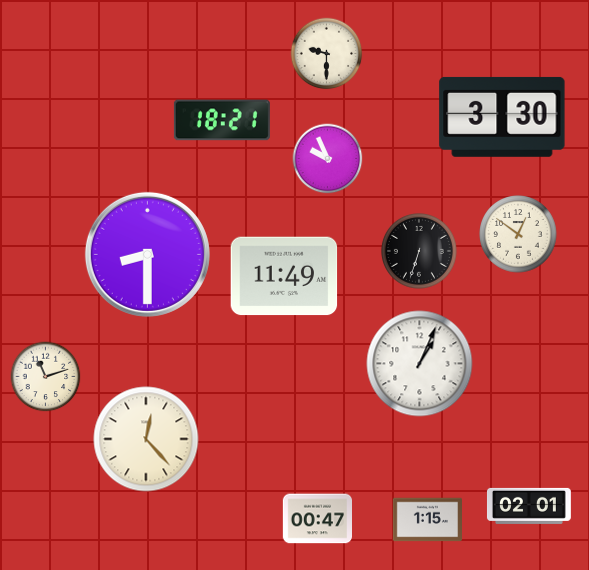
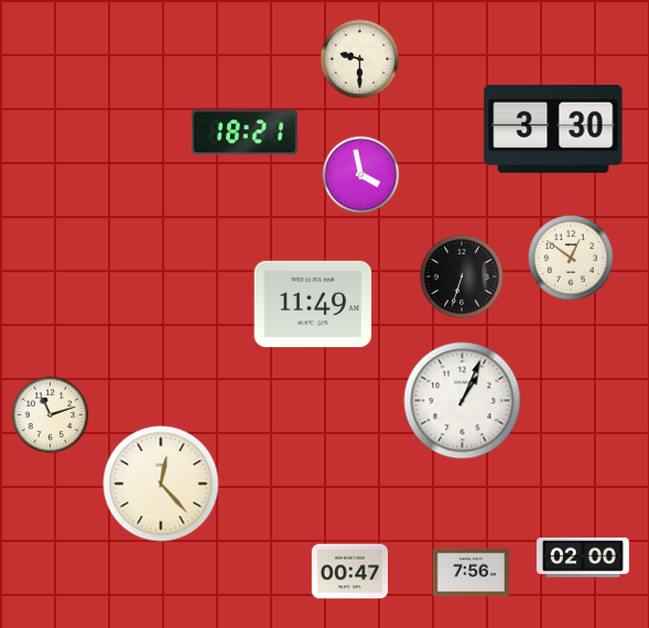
clock at (328, 159): 9:56 -> 3:58
clock at (147, 254): 8:30 -> none
clock at (529, 506): 02:01 -> 02:00
clock at (428, 520): 1:15 -> 7:56
